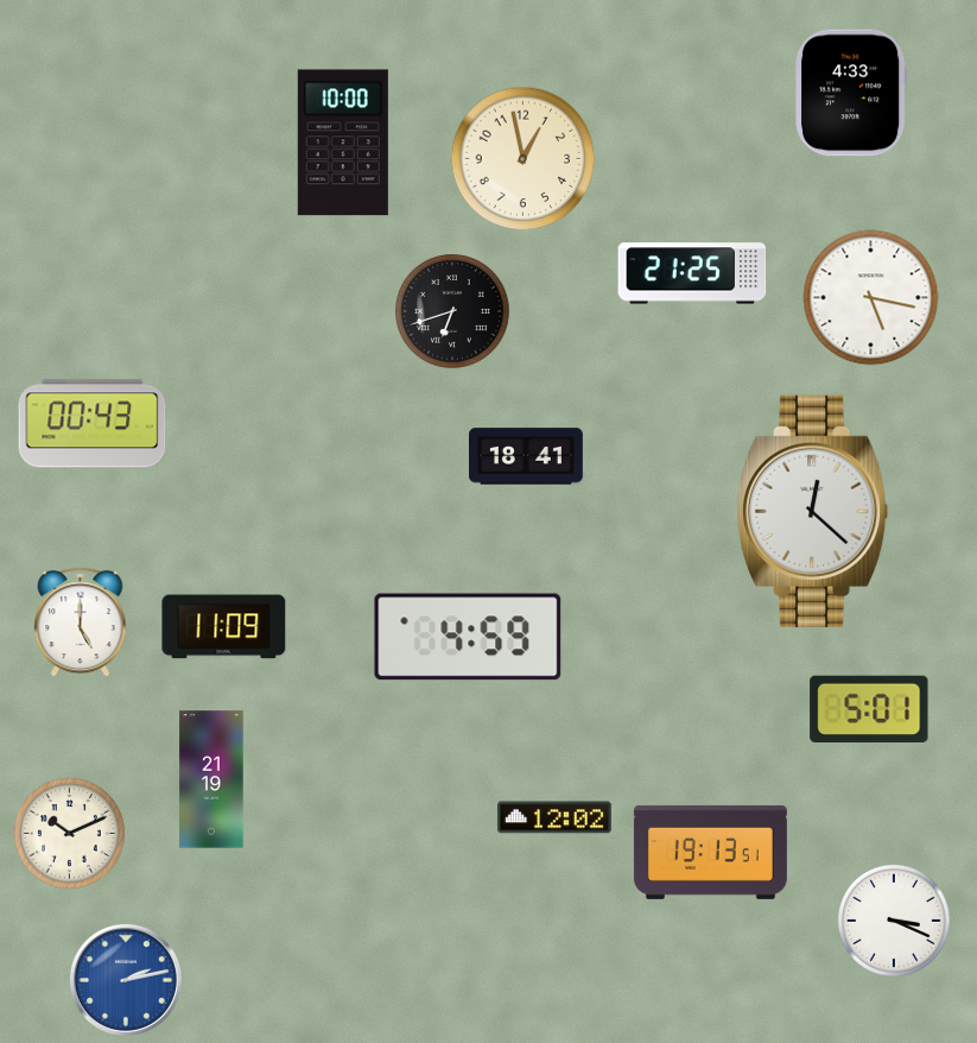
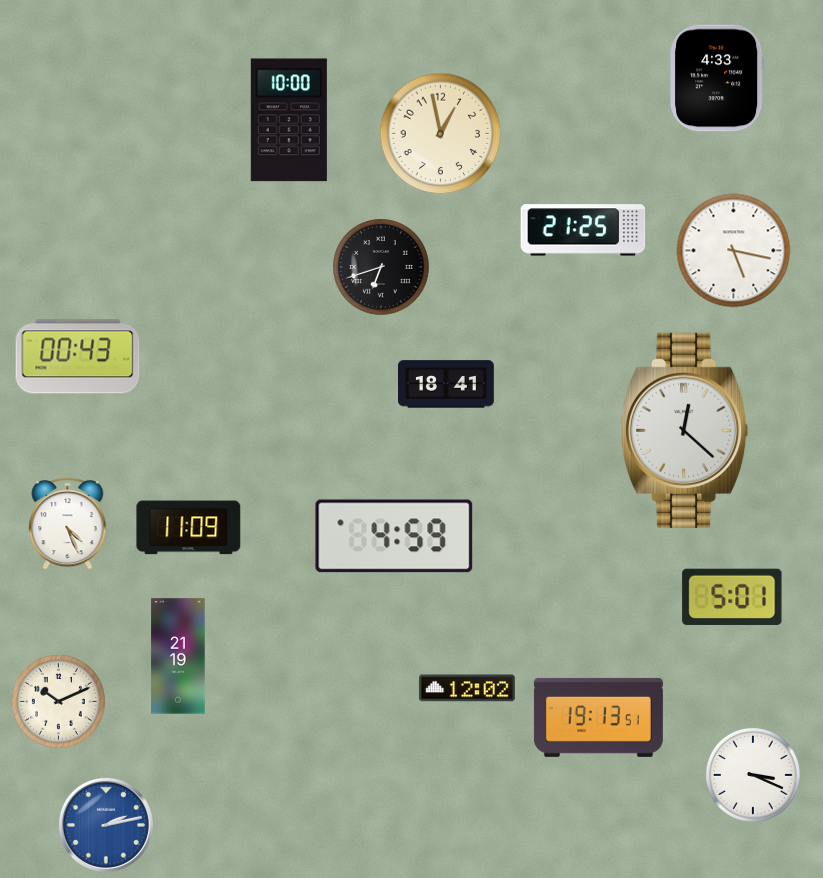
clock at (453, 312) position: (453, 312) -> (382, 268)
clock at (527, 456) position: (527, 456) -> (447, 384)
clock at (81, 622): 5:00 -> 4:26
